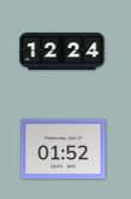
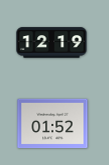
clock at (62, 52): 12:24 -> 12:19
